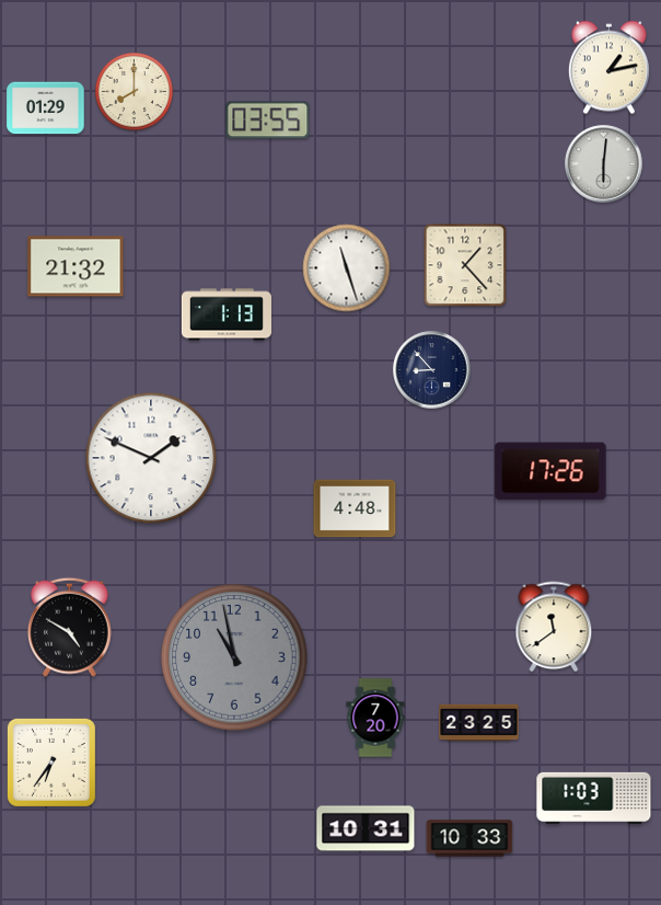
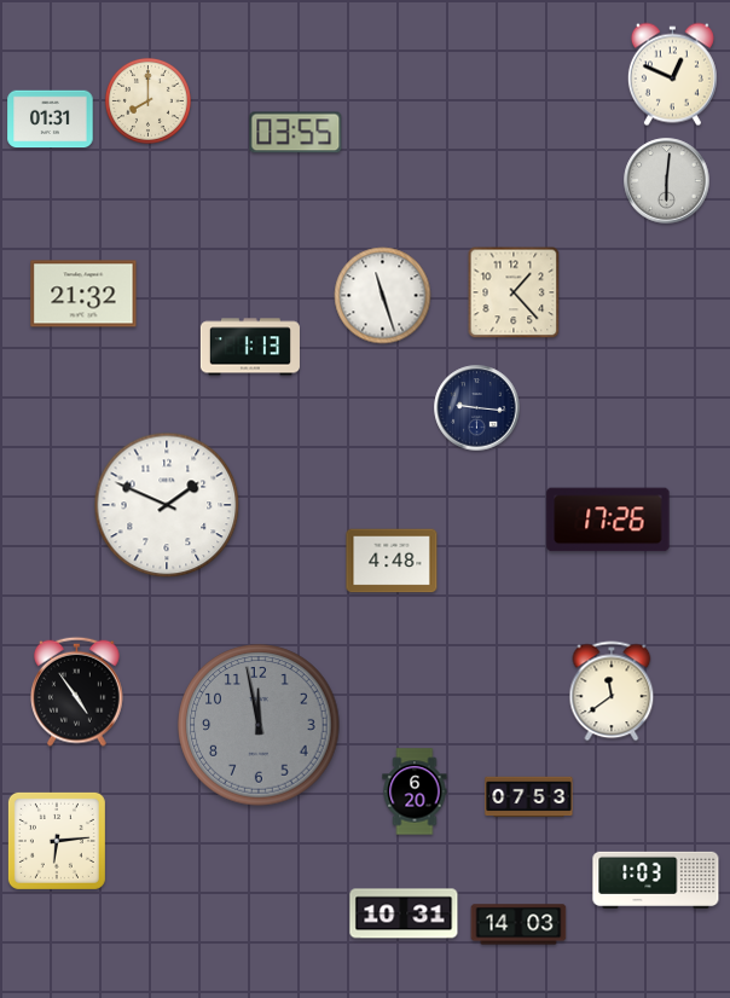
clock at (608, 68): 1:13 -> 12:49
clock at (46, 108): 01:29 -> 01:31
clock at (432, 370): 8:53 -> 9:16
clock at (70, 627): 4:50 -> 4:54
clock at (234, 657): 10:58 -> 11:58
clock at (375, 718): 7:20 -> 6:20
clock at (479, 723): 23:25 -> 07:53
clock at (51, 763): 6:36 -> 6:14
clock at (469, 838): 10:33 -> 14:03
